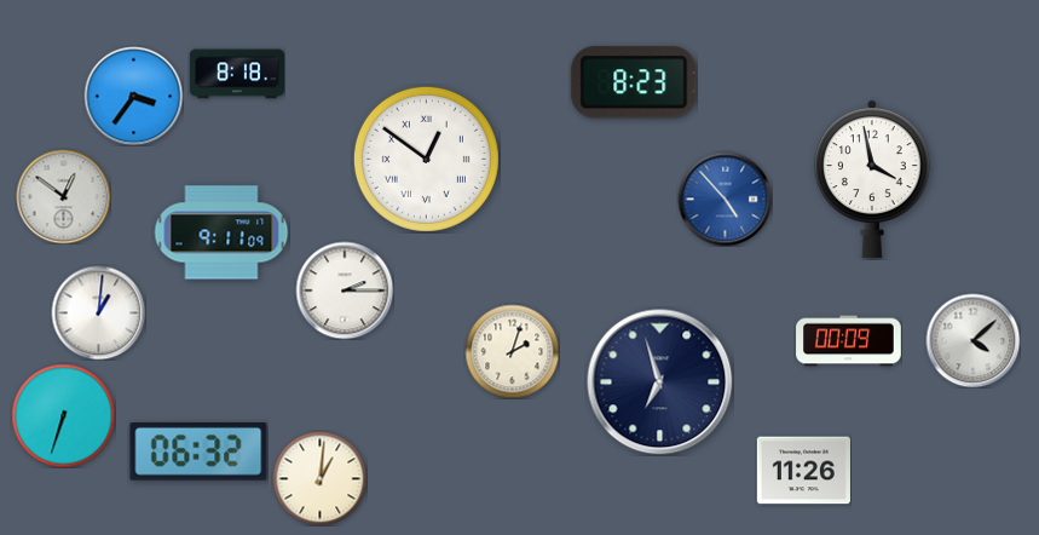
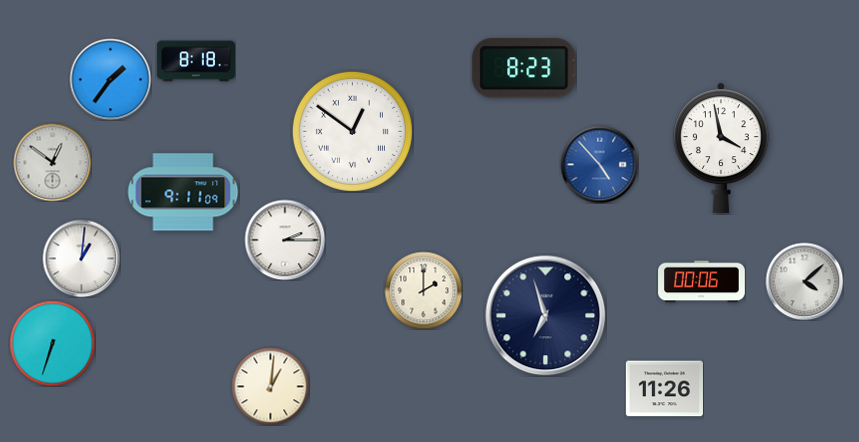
clock at (133, 96): 3:36 -> 1:36
clock at (849, 341): 00:09 -> 00:06
clock at (512, 351): 2:03 -> 2:00
clock at (198, 451): 06:32 -> none
clock at (319, 478) position: (319, 478) -> (270, 386)
